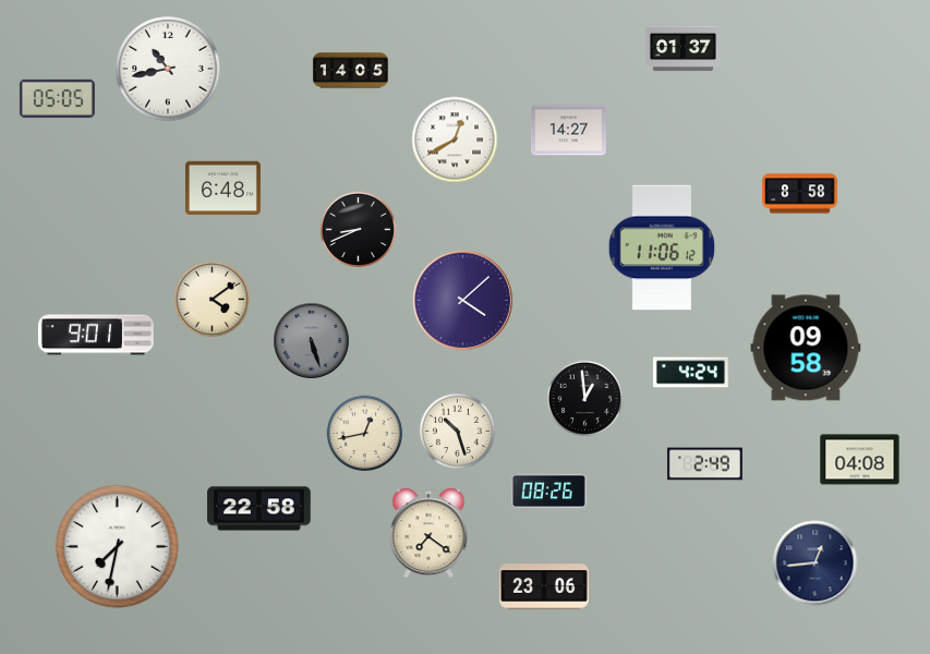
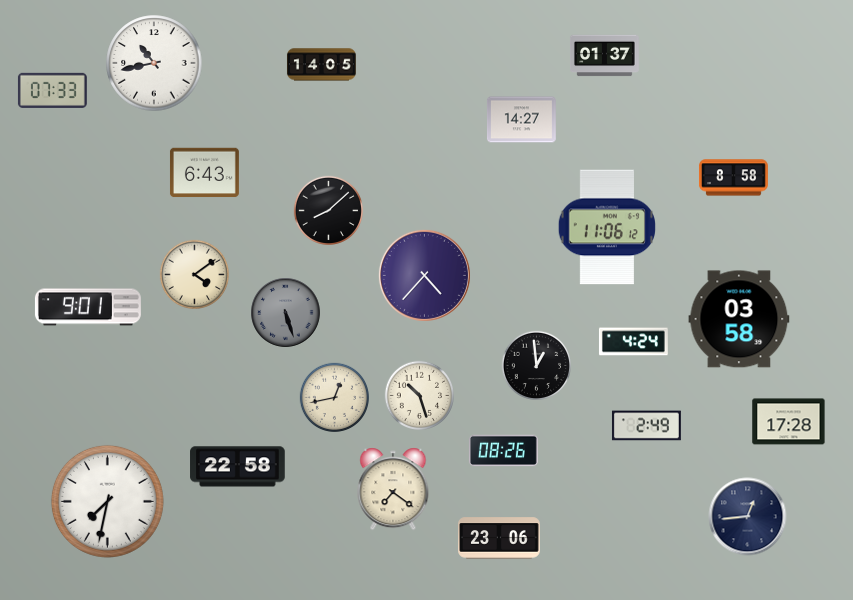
clock at (683, 49) position: (683, 49) -> (604, 56)
clock at (57, 98): 05:05 -> 07:33
clock at (455, 140): 12:40 -> none
clock at (222, 189): 6:48 -> 6:43
clock at (359, 230): 8:41 -> 8:08
clock at (462, 300): 4:08 -> 4:37
clock at (806, 348): 09:58 -> 03:58
clock at (860, 460): 04:08 -> 17:28
